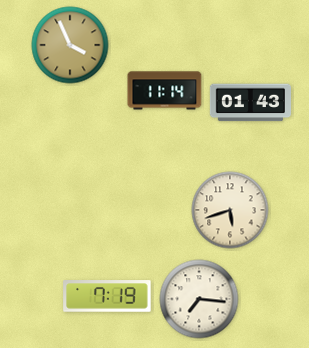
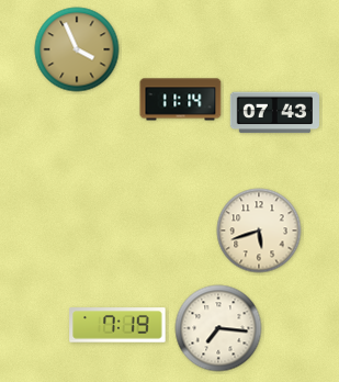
clock at (250, 103): 01:43 -> 07:43
clock at (230, 210) position: (230, 210) -> (259, 231)
